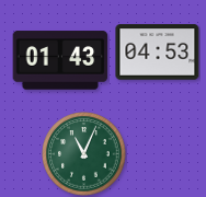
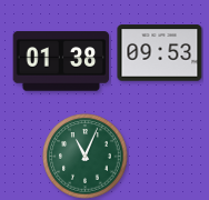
clock at (158, 53): 04:53 -> 09:53
clock at (60, 60): 01:43 -> 01:38
